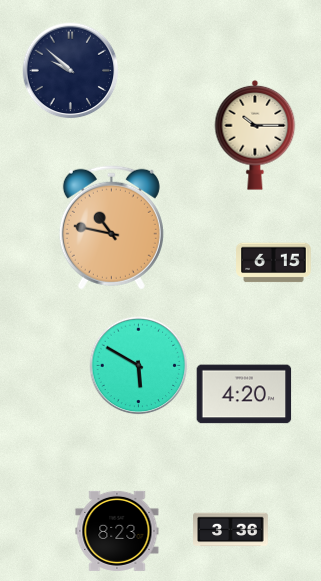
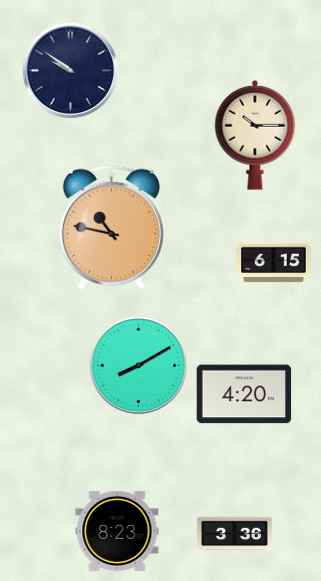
clock at (71, 71): 9:52 -> 9:51
clock at (139, 366): 5:50 -> 8:10
clock at (231, 530) position: (231, 530) -> (235, 534)
